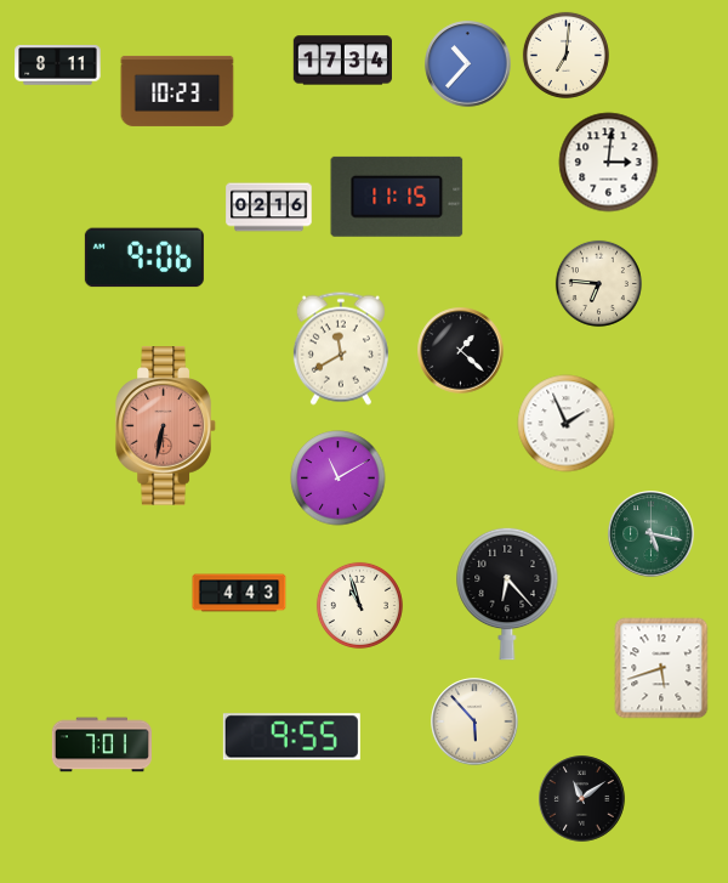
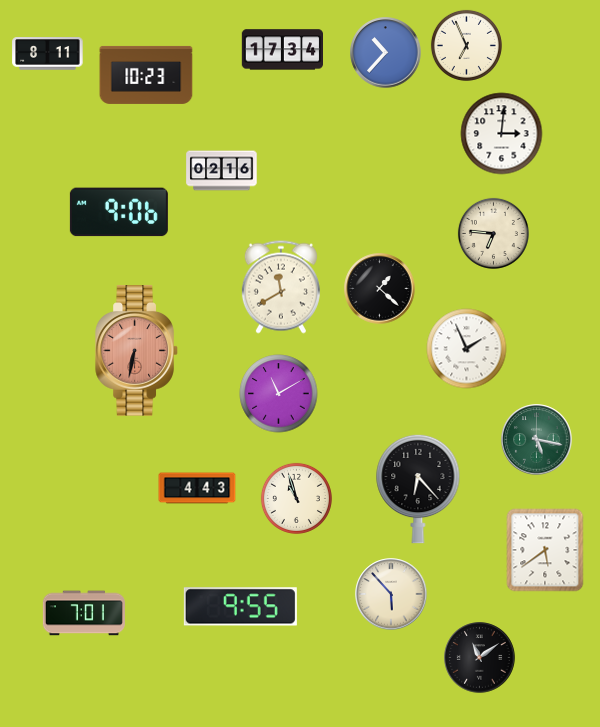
clock at (565, 55): 7:01 -> 6:56
clock at (397, 197): 11:15 -> none
clock at (661, 668): 5:42 -> 5:39
